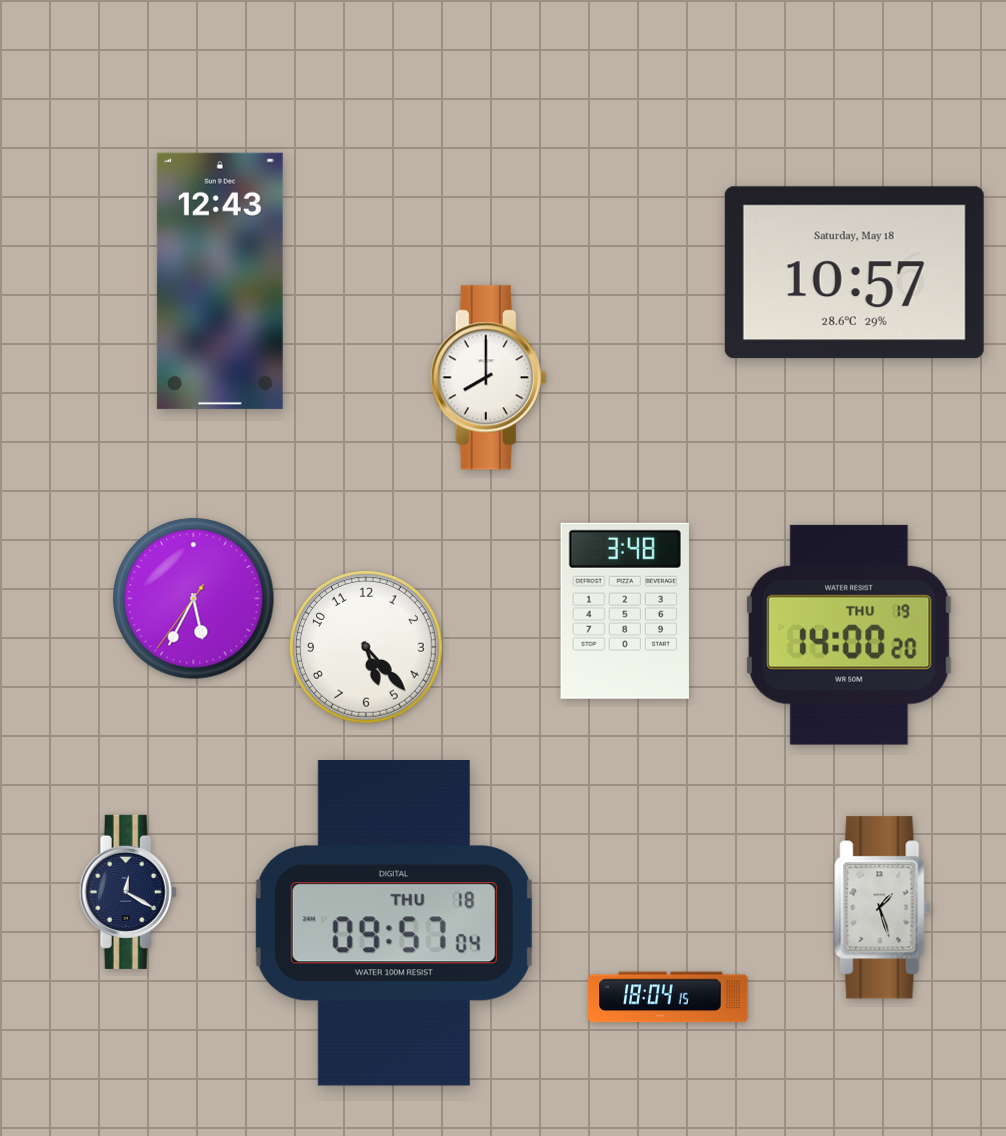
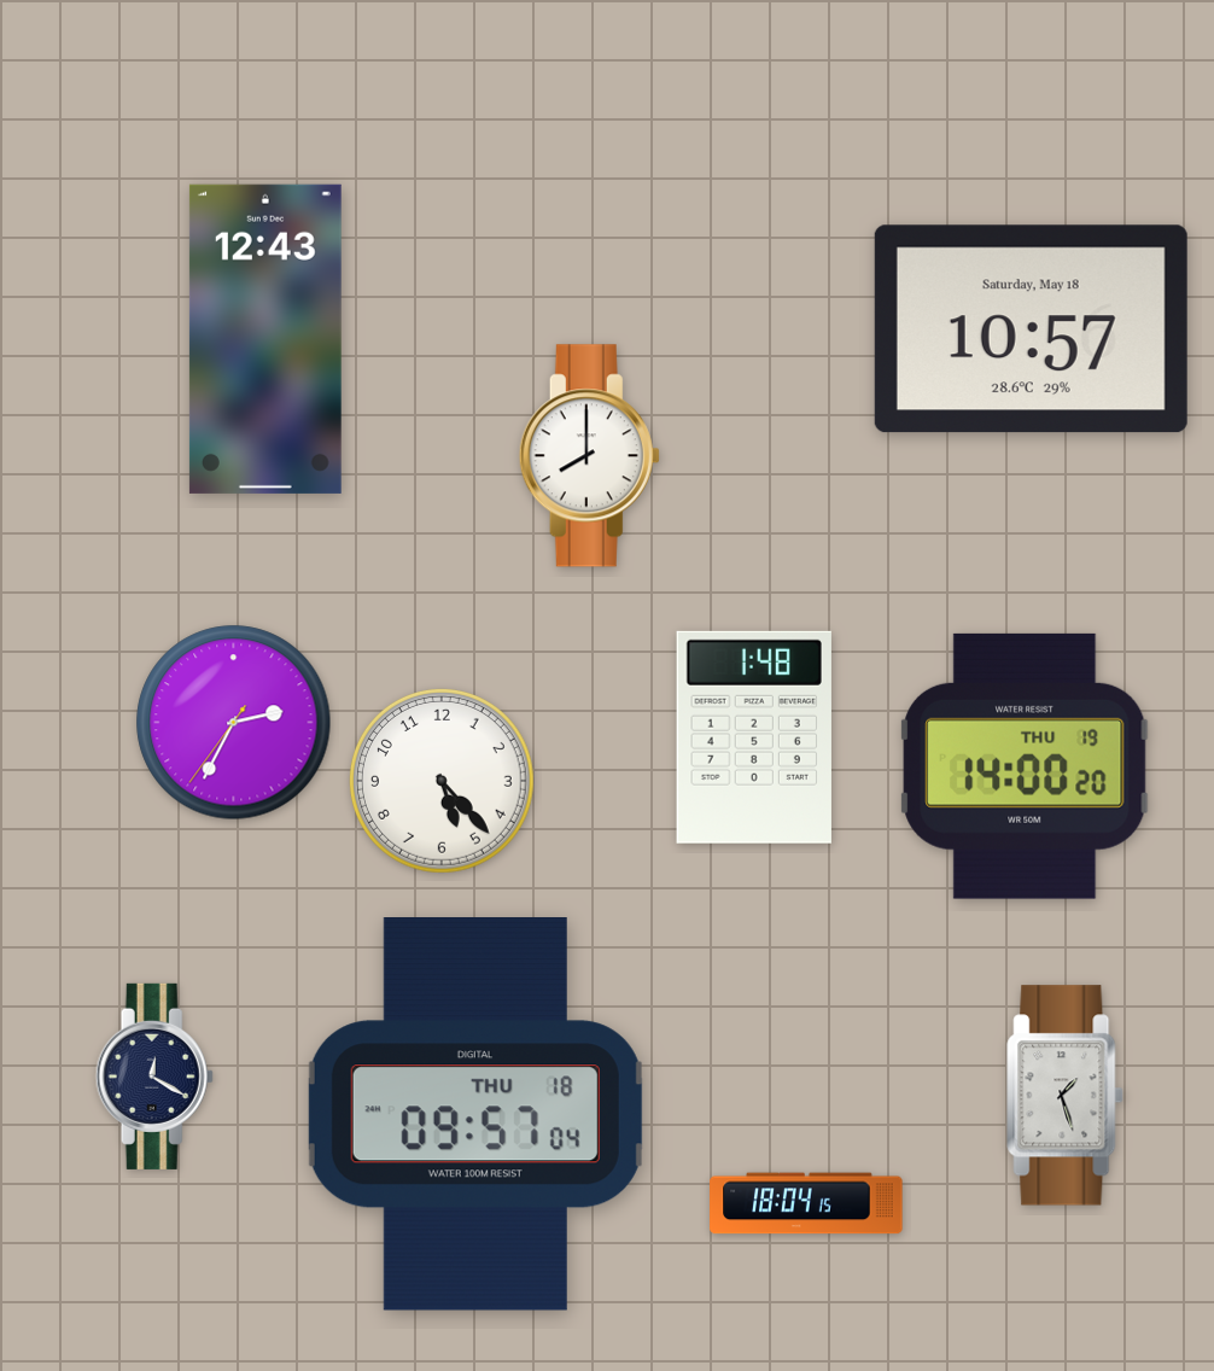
clock at (194, 599): 5:34 -> 2:34
clock at (625, 611): 3:48 -> 1:48
